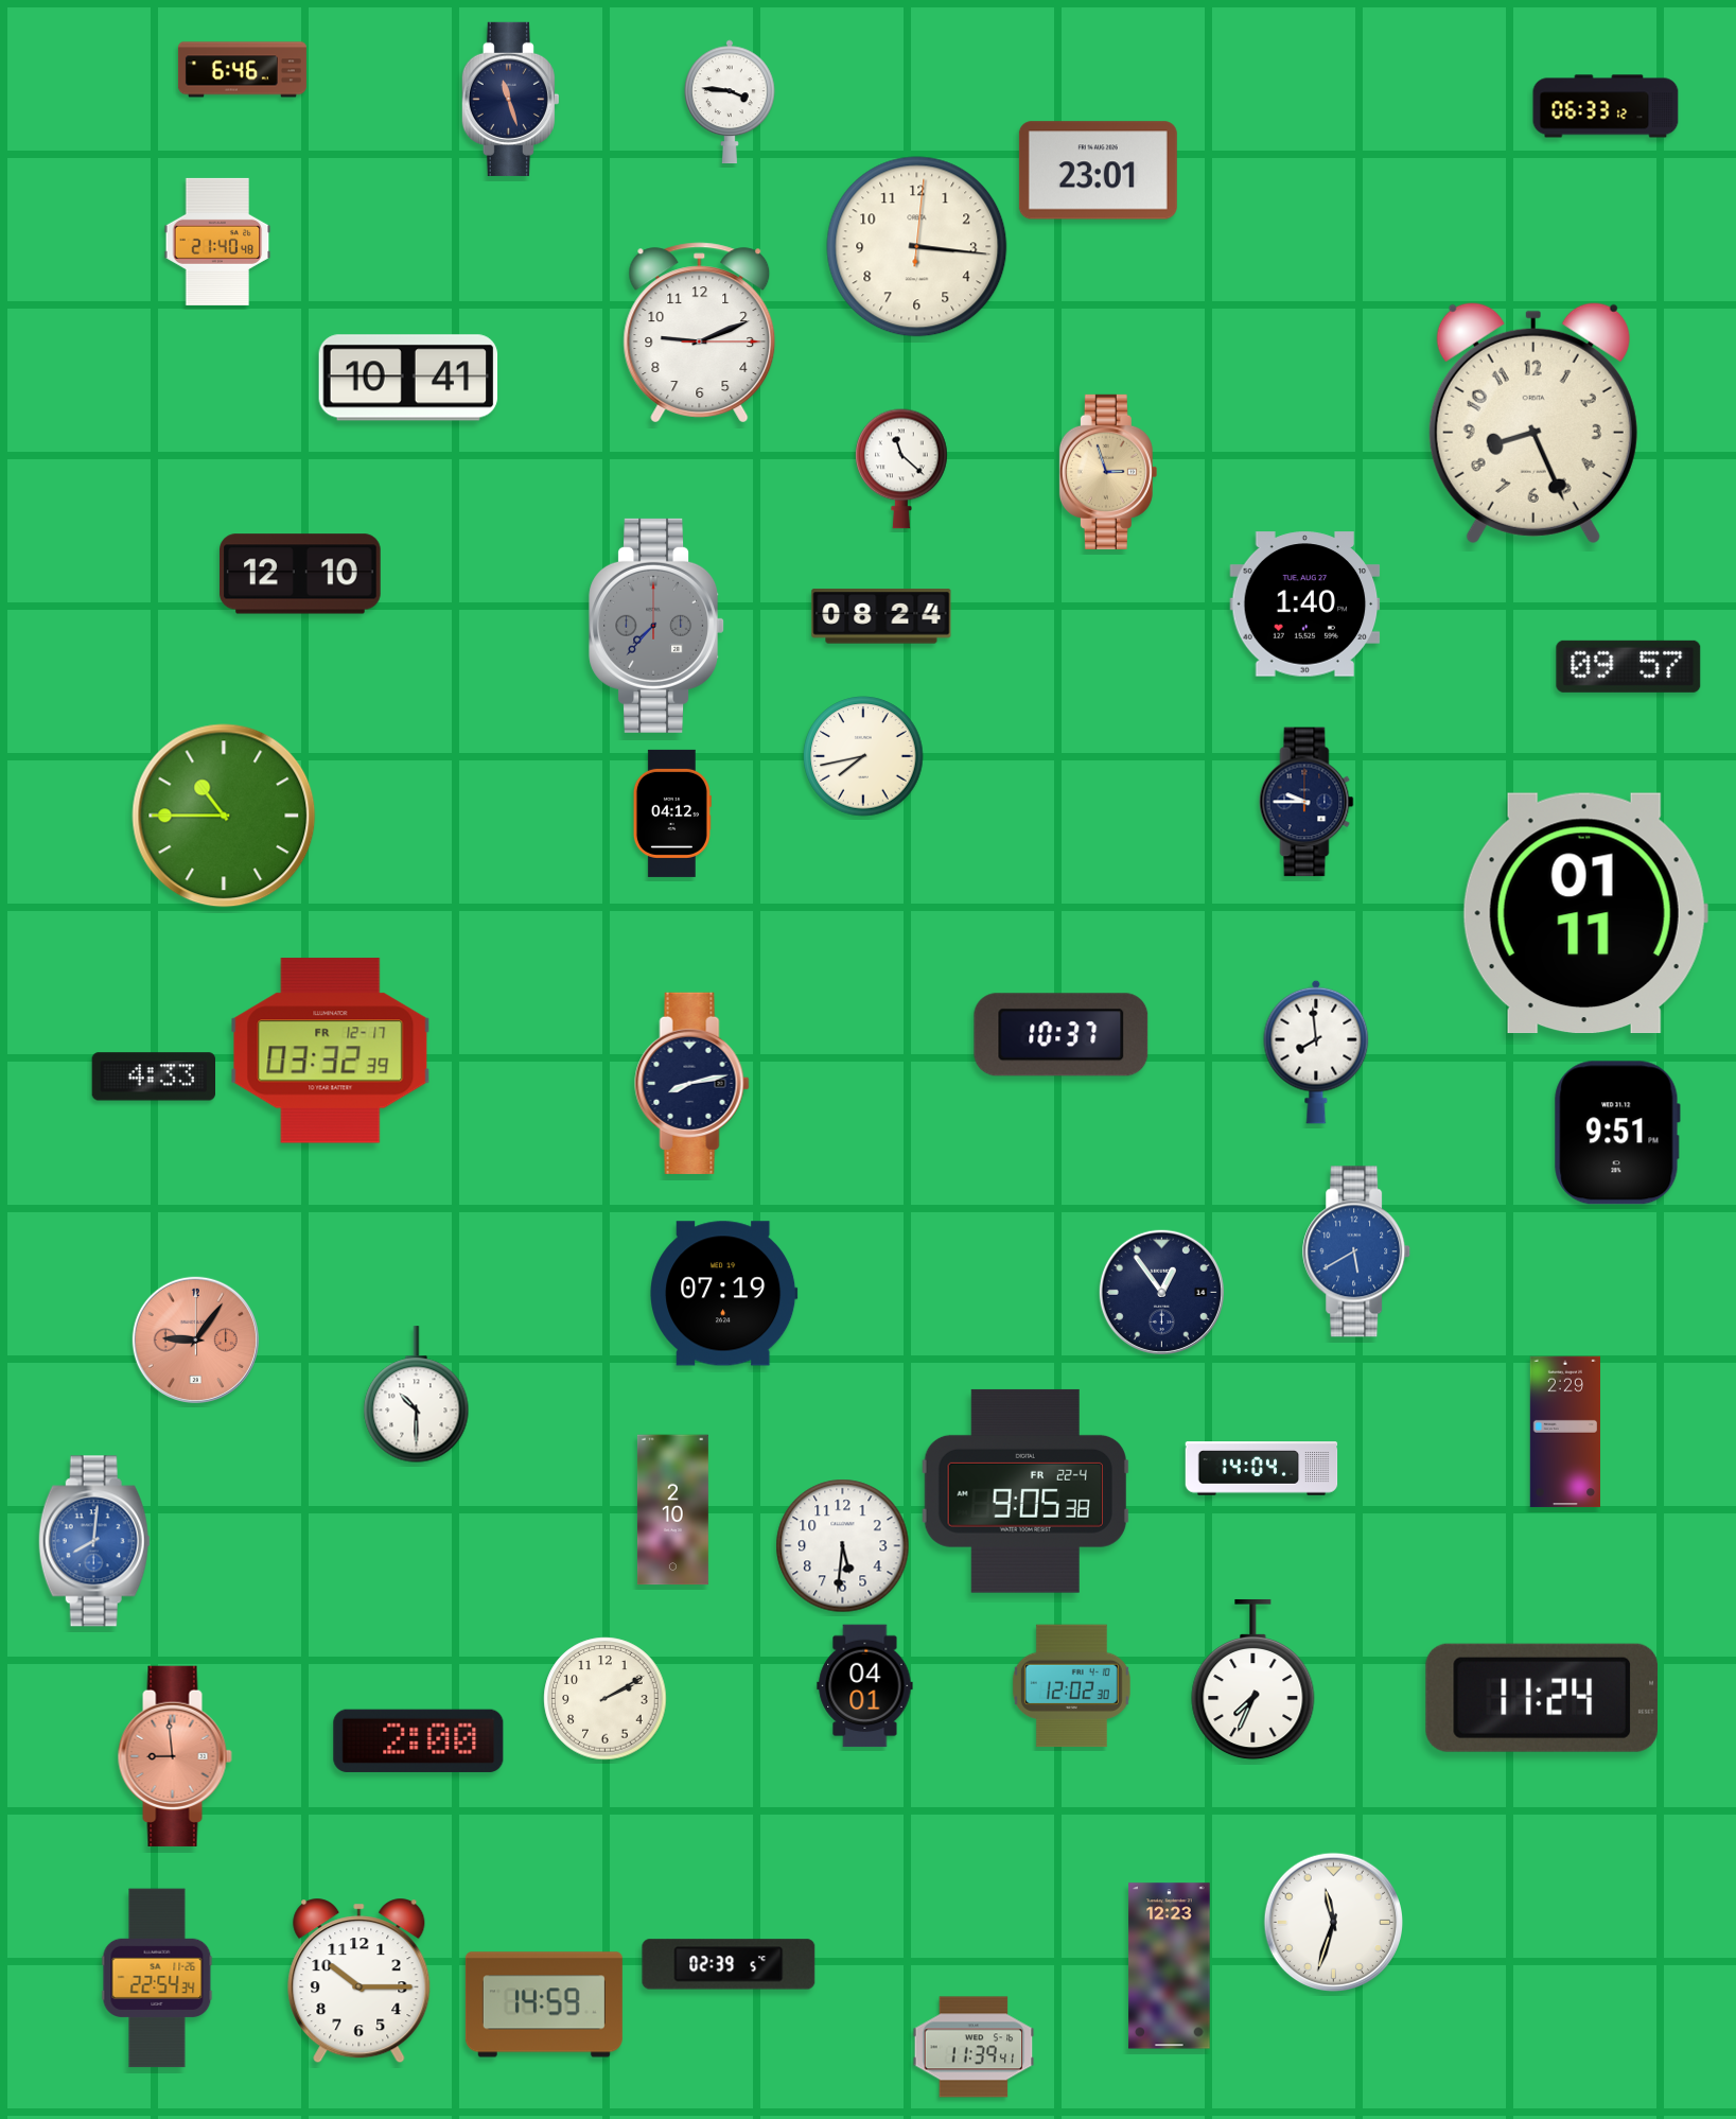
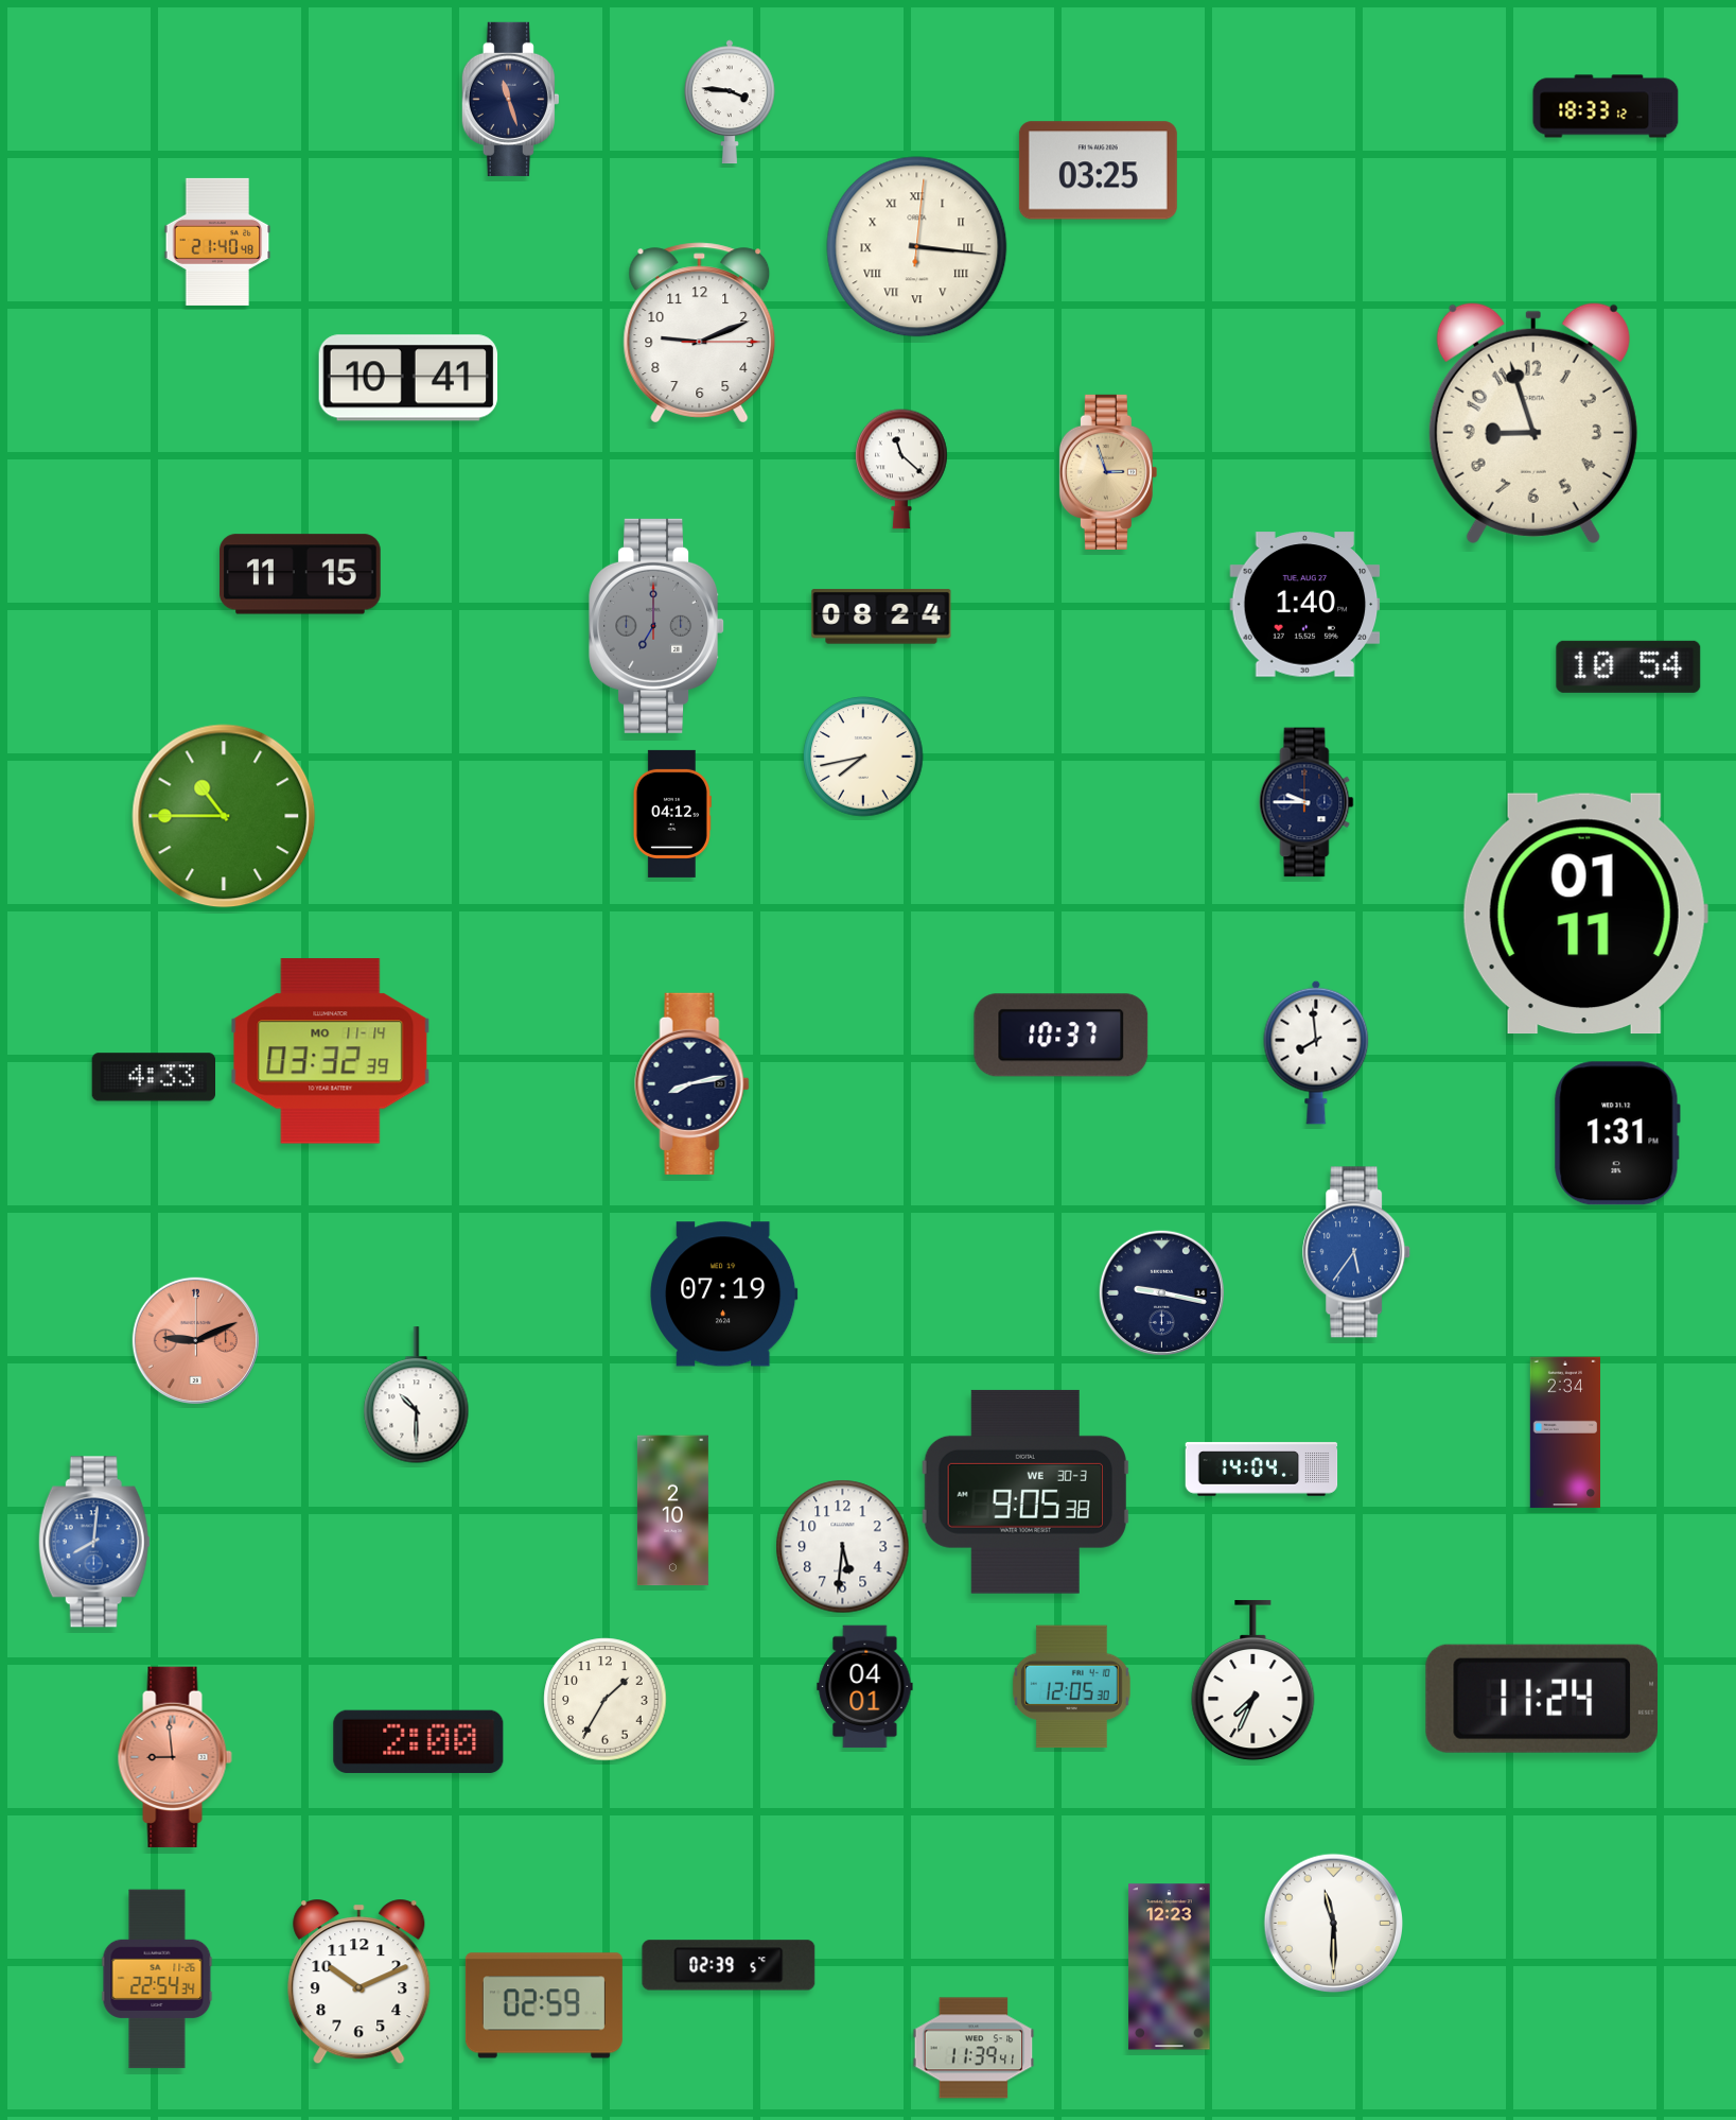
clock at (242, 70): 6:46 -> none
clock at (1606, 106): 06:33 -> 18:33
clock at (1098, 171): 23:01 -> 03:25
clock at (917, 247) numerals: Arabic -> Roman
clock at (1533, 422): 8:26 -> 8:57
clock at (301, 574): 12:10 -> 11:15
clock at (656, 626): 7:37 -> 7:00
clock at (1629, 666): 09:57 -> 10:54
clock at (331, 1051) date: FR 12-17 -> MO 11-14
clock at (1617, 1133): 9:51 -> 1:31
clock at (1357, 1251): 5:40 -> 5:36
clock at (1161, 1292): 12:54 -> 9:17
clock at (195, 1339): 9:06 -> 9:11
clock at (1564, 1432): 2:29 -> 2:34
clock at (1025, 1491) date: FR 22-4 -> WE 30-3
clock at (1071, 1686): 12:02 -> 12:05
clock at (606, 1699): 2:10 -> 1:35
clock at (1333, 1922): 11:33 -> 11:30
clock at (360, 1981): 10:15 -> 10:11
clock at (544, 2004): 14:59 -> 02:59
